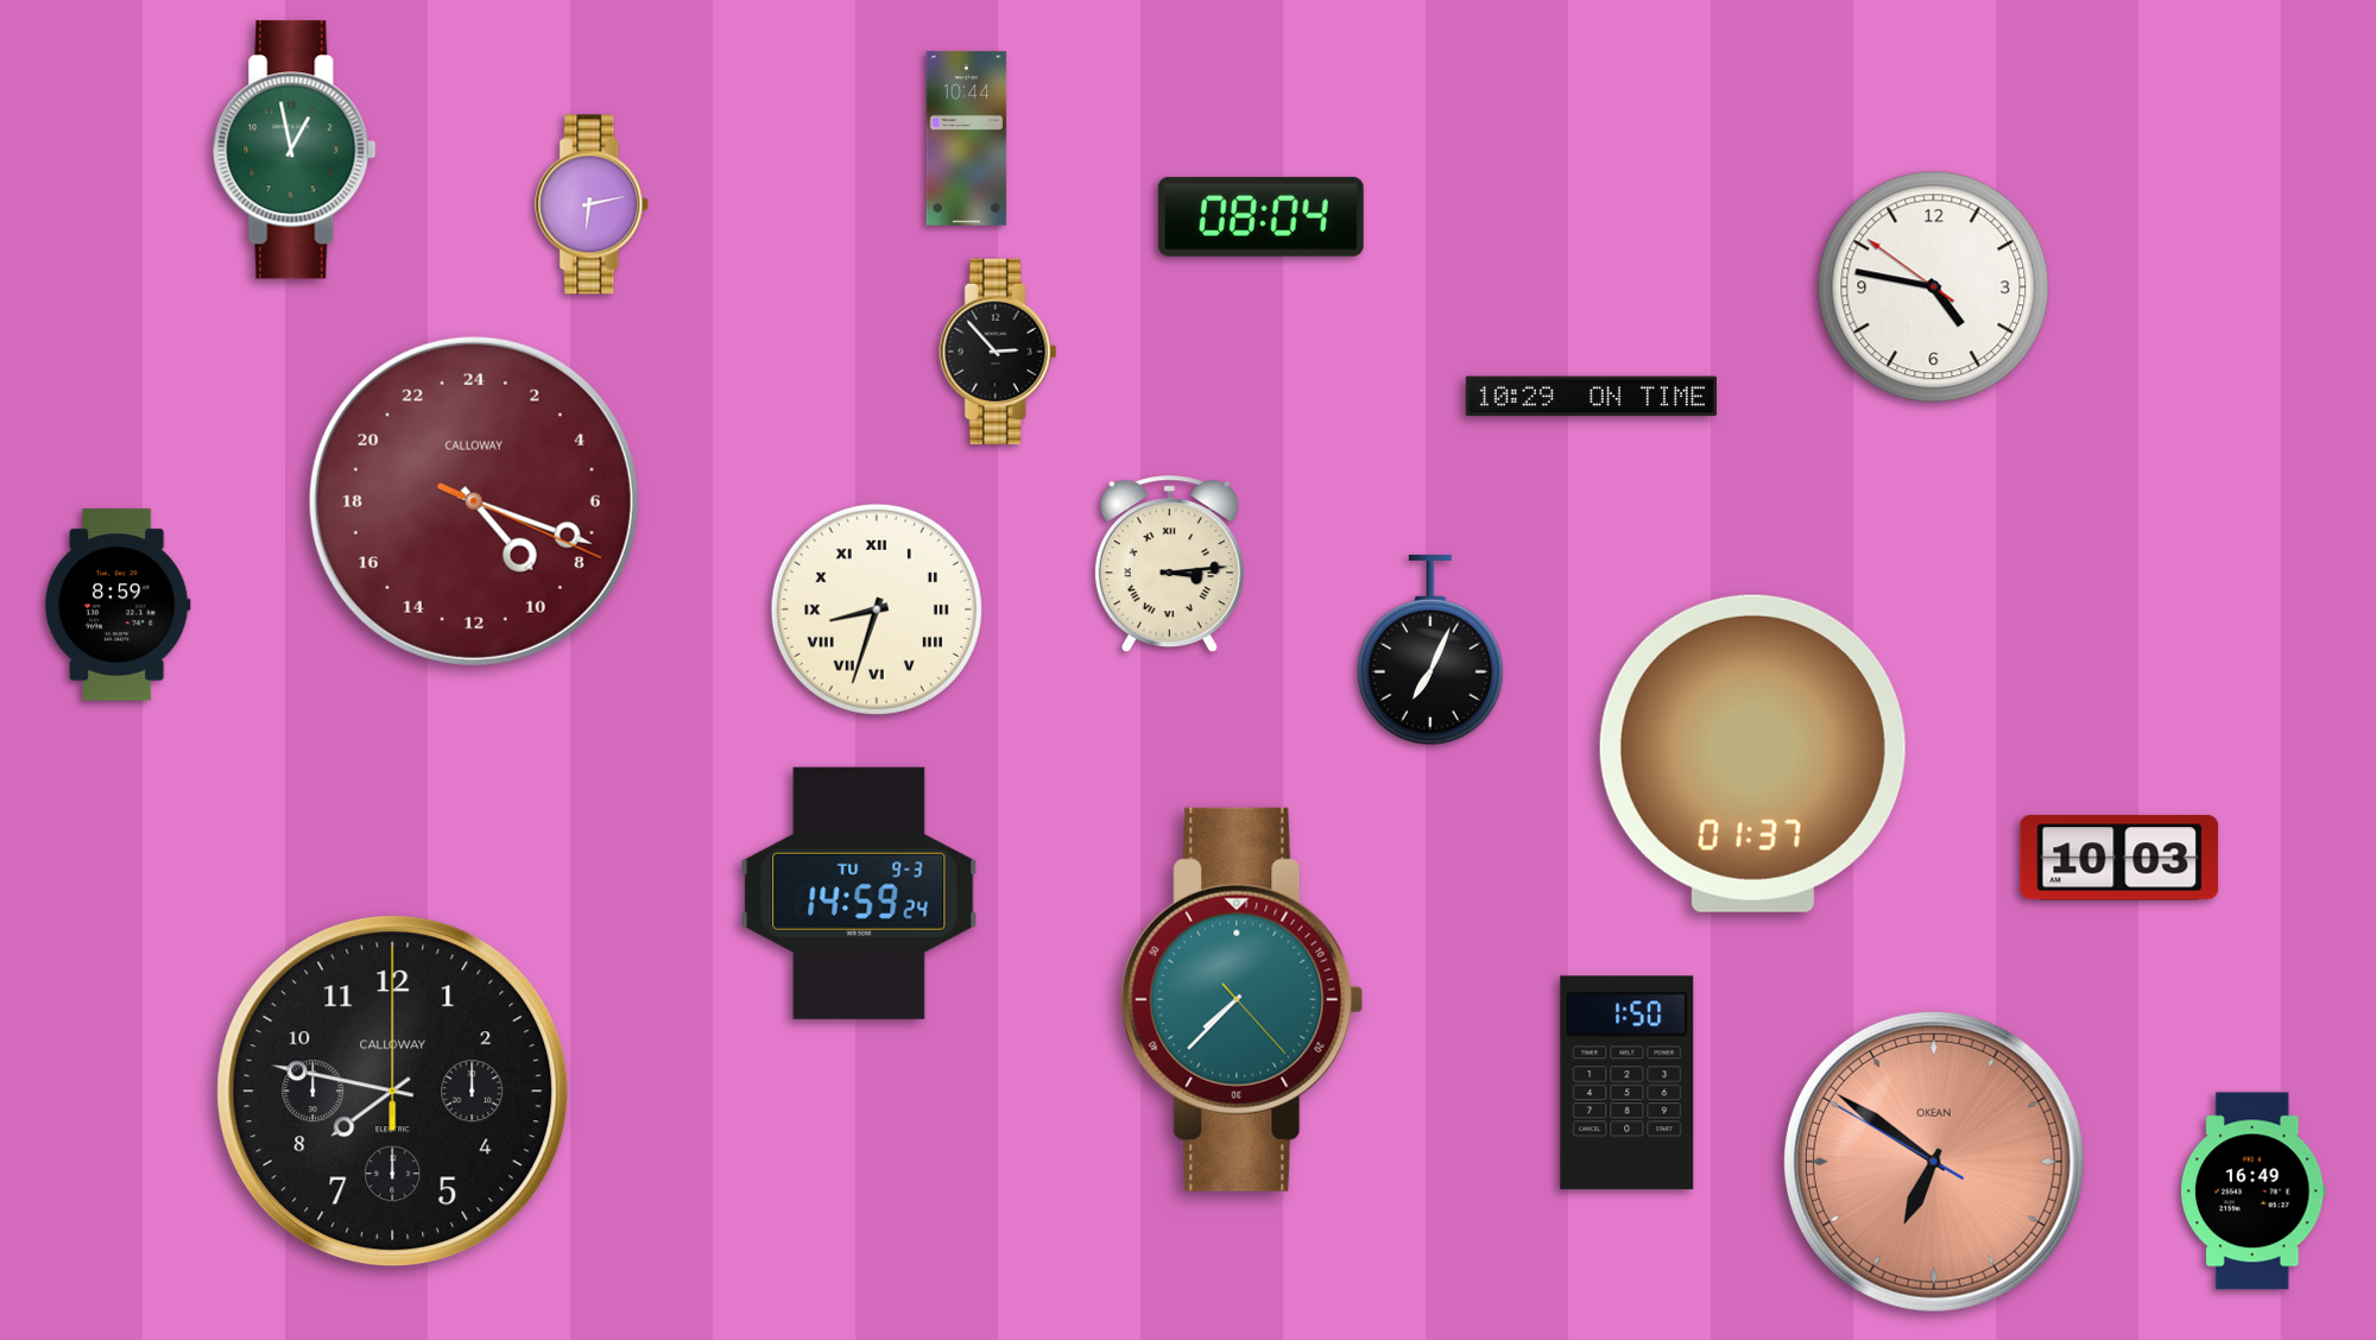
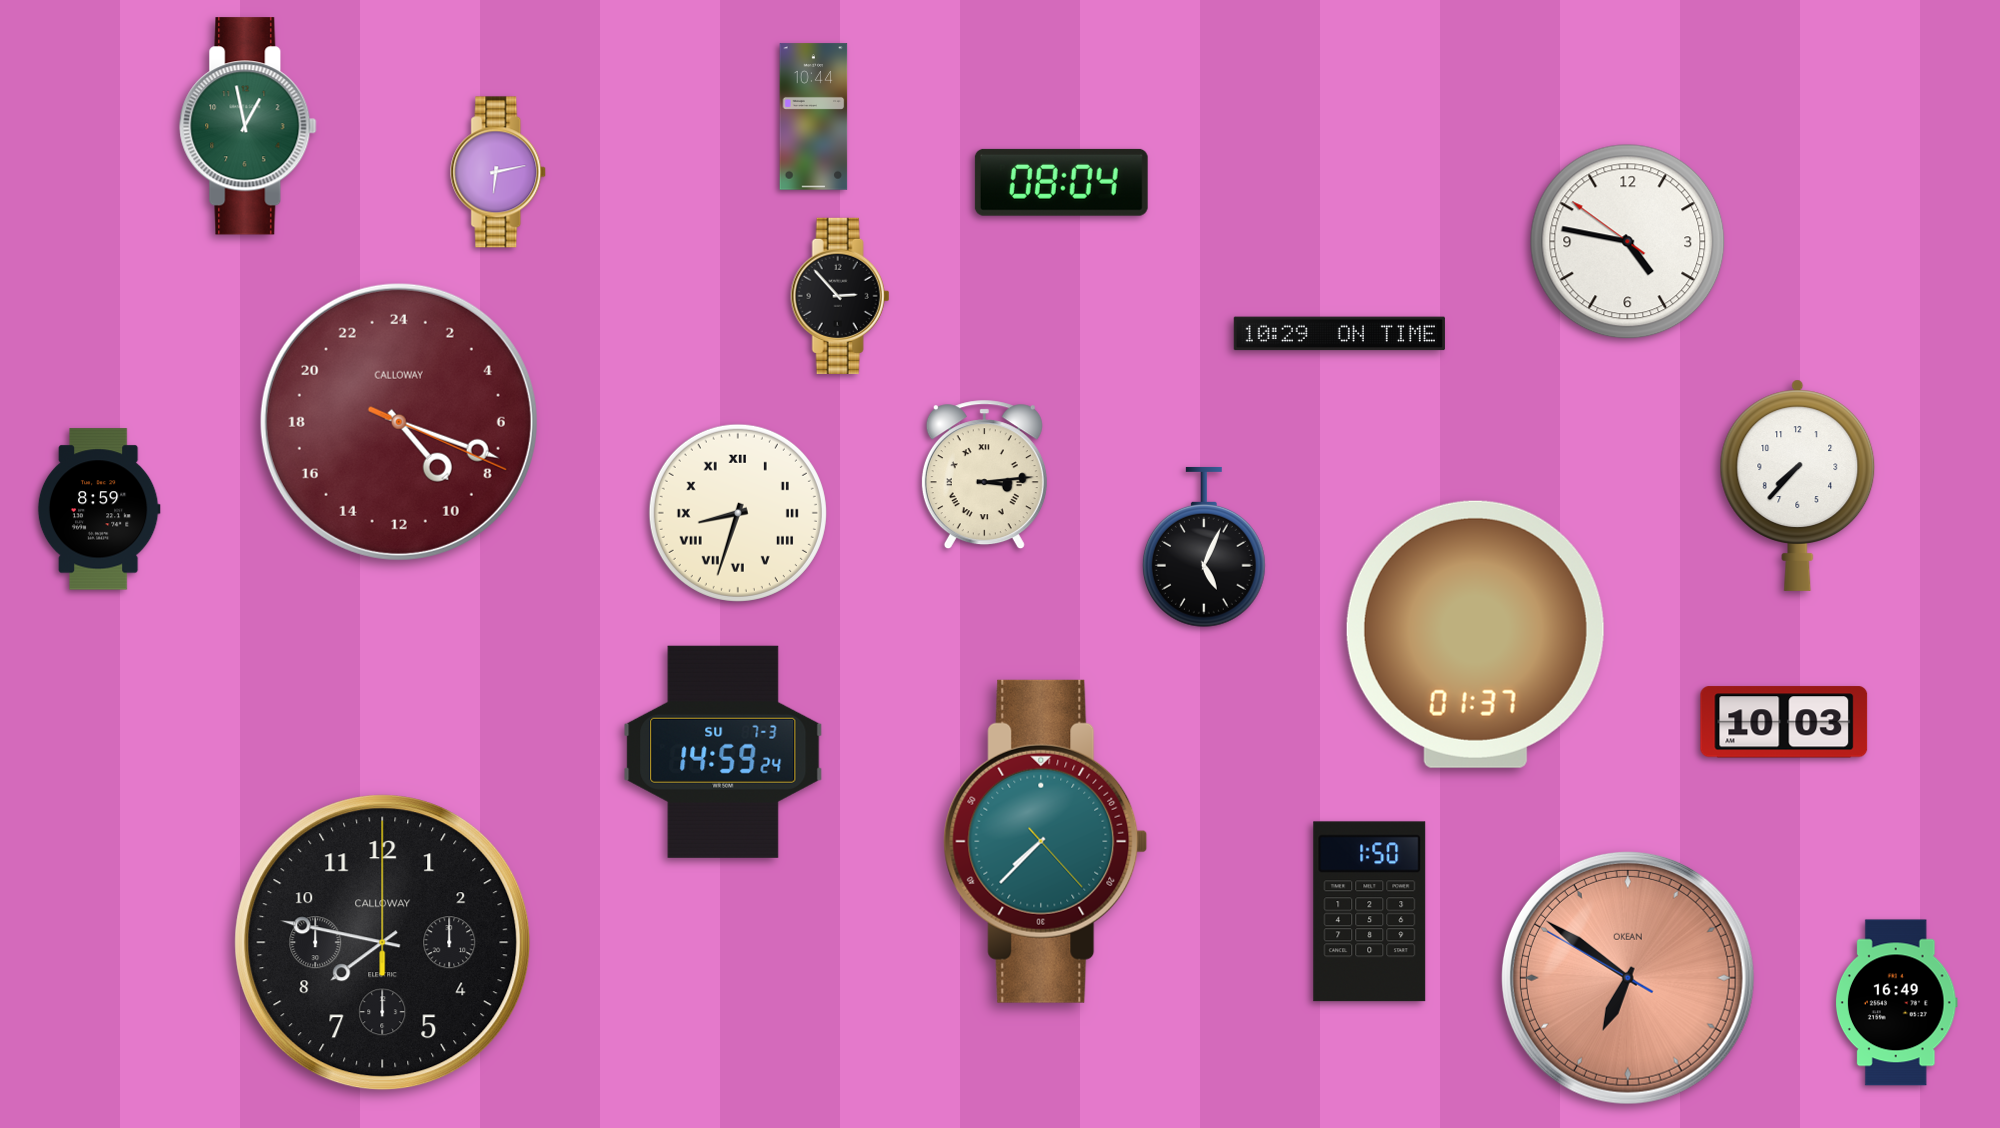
clock at (1798, 485): none -> 7:37
clock at (1430, 651): 7:04 -> 5:04
clock at (859, 893) date: TU 9-3 -> SU 7-3
clock at (393, 1092) position: (393, 1092) -> (383, 943)
